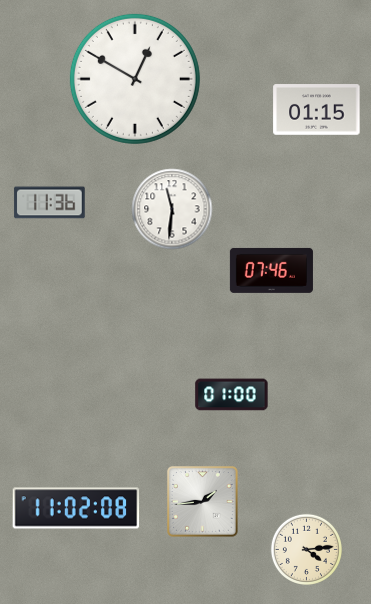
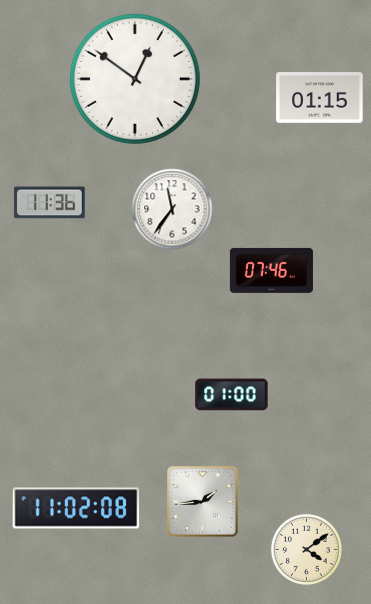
clock at (135, 79): 12:50 -> 12:51
clock at (317, 110) position: (317, 110) -> (320, 98)
clock at (172, 209): 11:31 -> 11:36
clock at (306, 549): 4:14 -> 4:09
